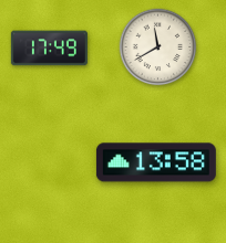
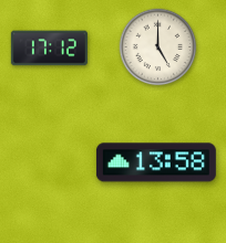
clock at (158, 47): 11:40 -> 5:00
clock at (49, 49): 17:49 -> 17:12
